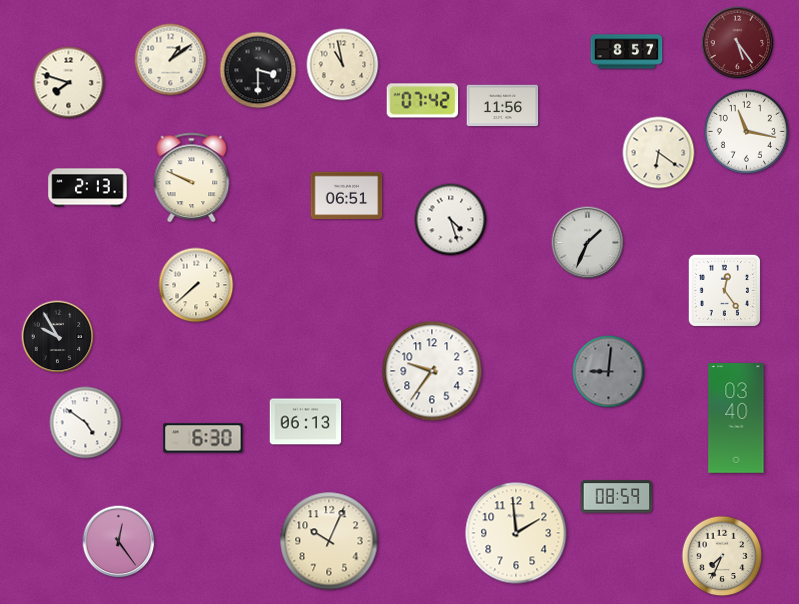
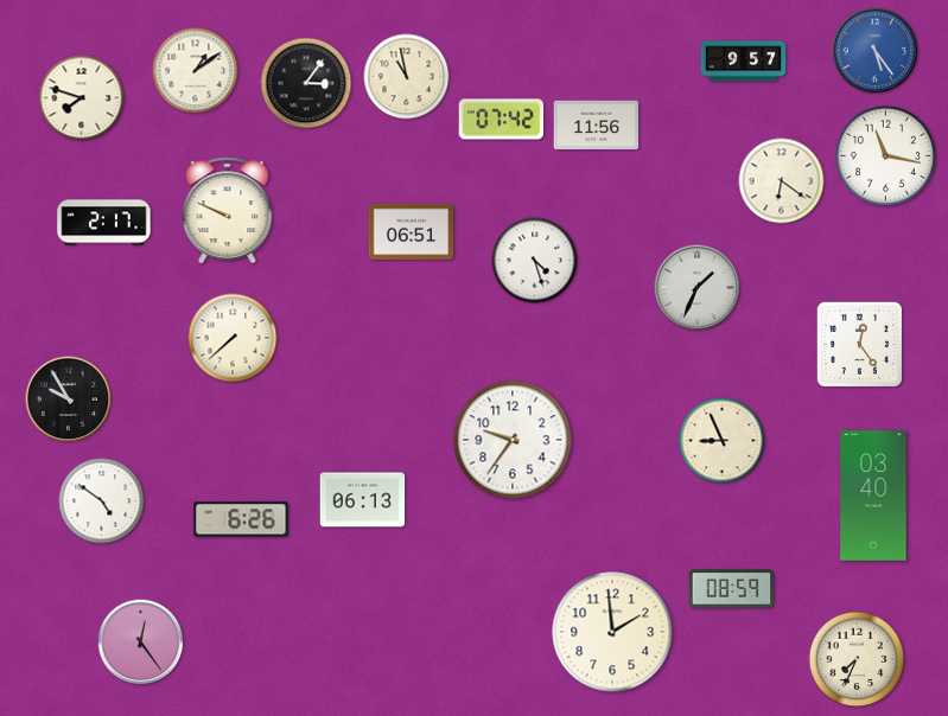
clock at (738, 43) dial: burgundy -> blue
clock at (627, 52): 8:57 -> 9:57
clock at (171, 60) position: (171, 60) -> (196, 71)
clock at (258, 70): 3:30 -> 3:06
clock at (88, 188): 2:13 -> 2:17
clock at (609, 372): 9:01 -> 8:56
clock at (609, 372) dial: grey -> cream
clock at (203, 438): 6:30 -> 6:26
clock at (329, 541): 10:04 -> none
